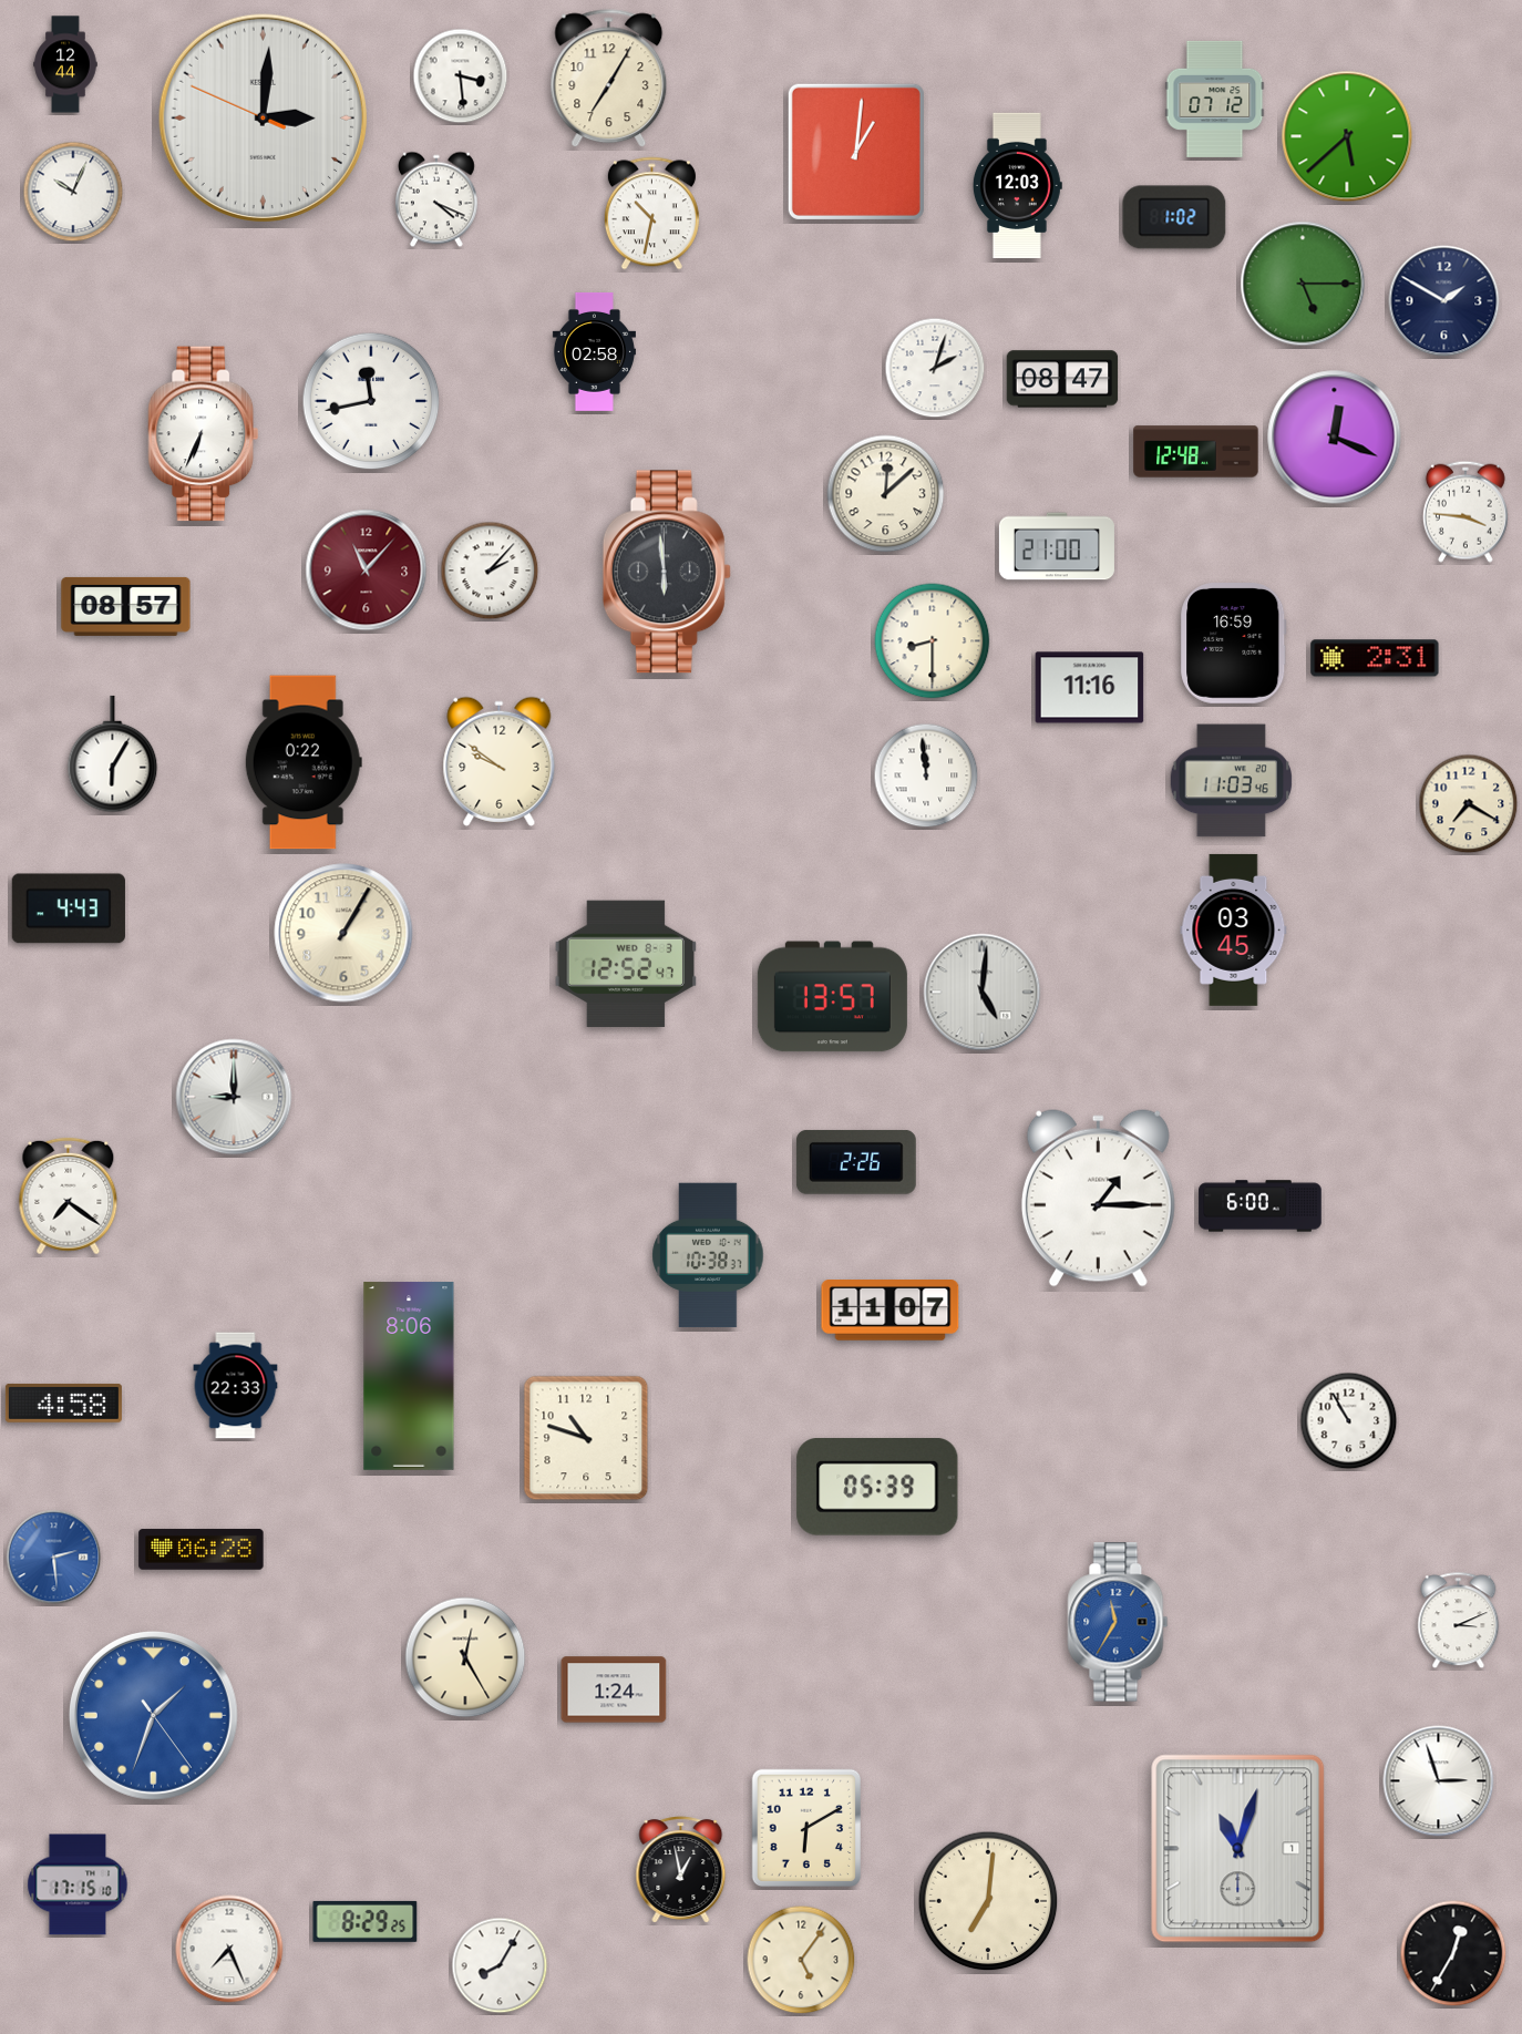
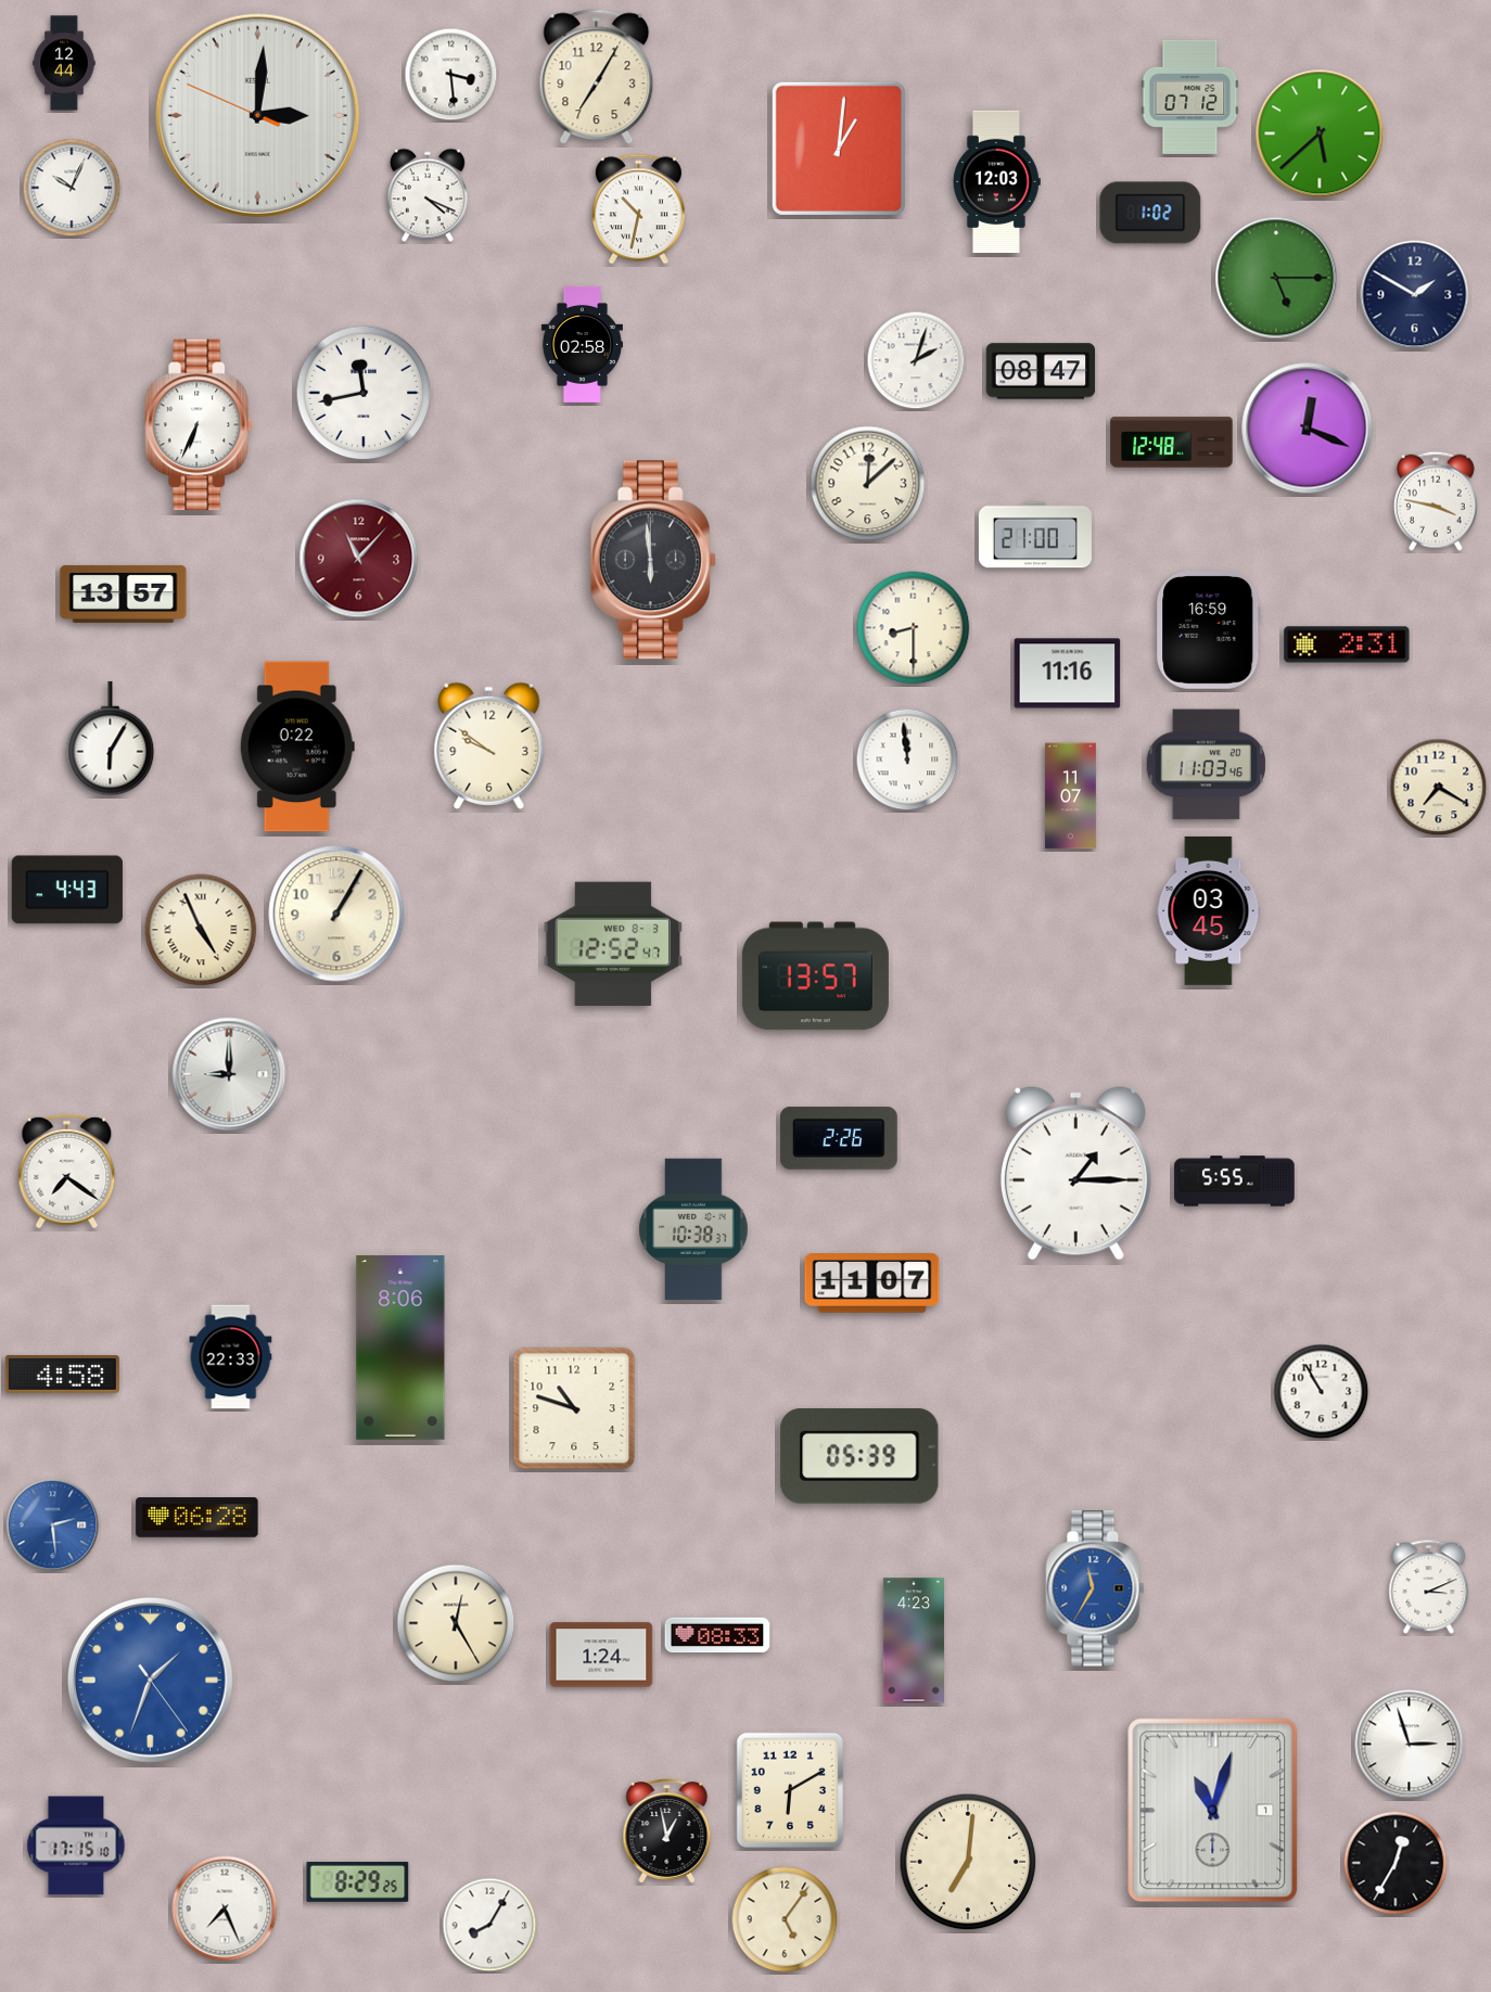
clock at (1466, 512): 3:46 -> 3:47
clock at (490, 571): 2:07 -> none
clock at (126, 606): 08:57 -> 13:57
clock at (1071, 796): none -> 11:07
clock at (201, 930): none -> 4:56
clock at (983, 993): 5:01 -> none
clock at (1261, 1206): 6:00 -> 5:55
clock at (717, 1635): none -> 08:33
clock at (913, 1640): none -> 4:23
clock at (1453, 1953) position: (1453, 1953) -> (1396, 1863)
